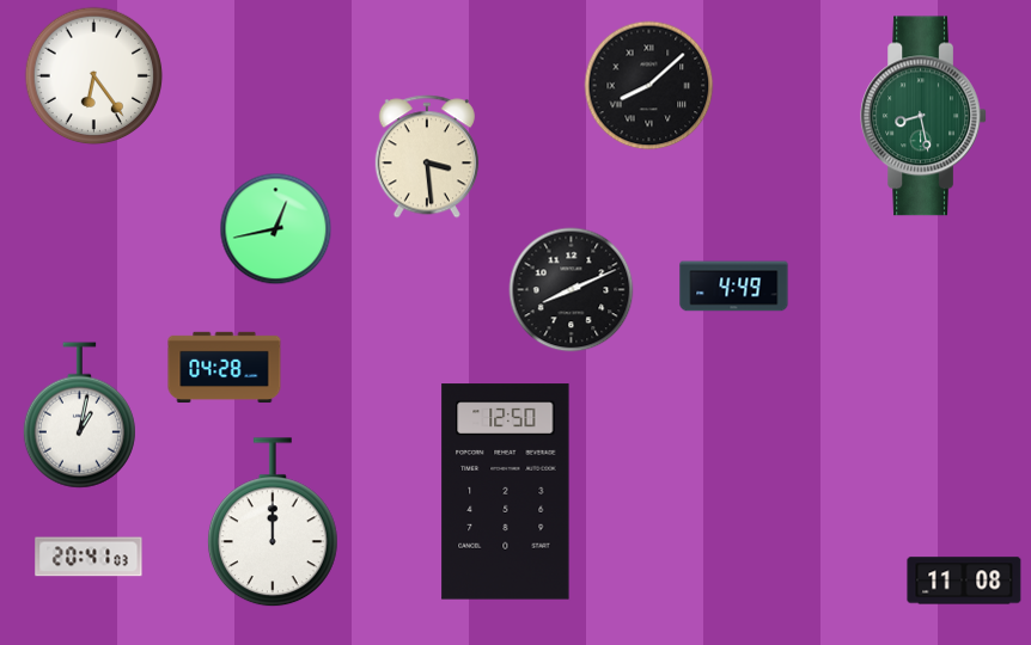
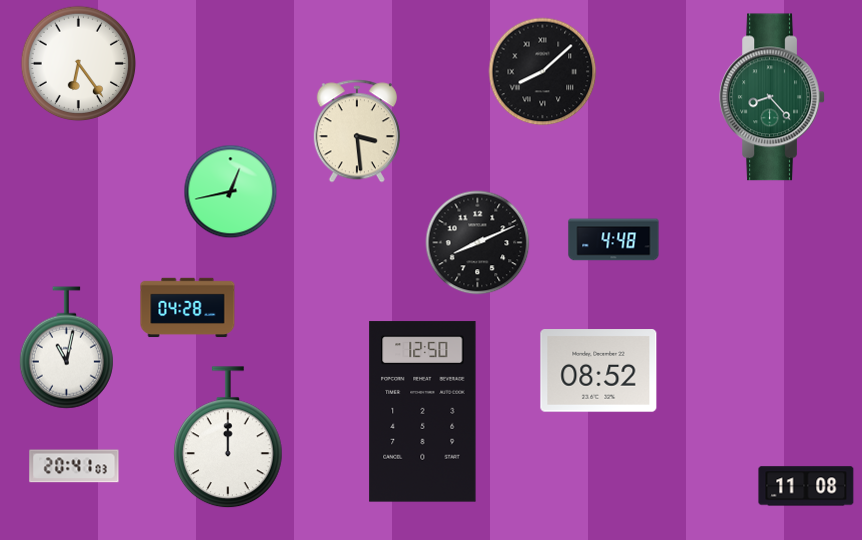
clock at (923, 116): 8:28 -> 8:23
clock at (734, 287): 4:49 -> 4:48
clock at (79, 416): 1:02 -> 11:02
clock at (599, 371): none -> 08:52
